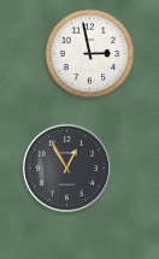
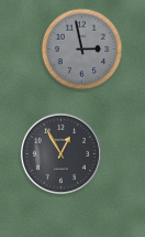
clock at (90, 54) dial: white -> grey
